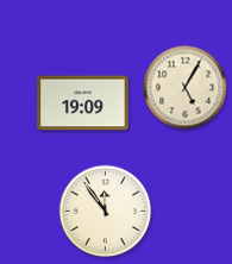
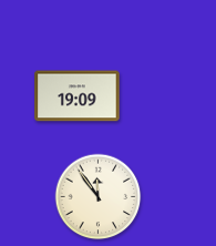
clock at (186, 88): 5:05 -> none
